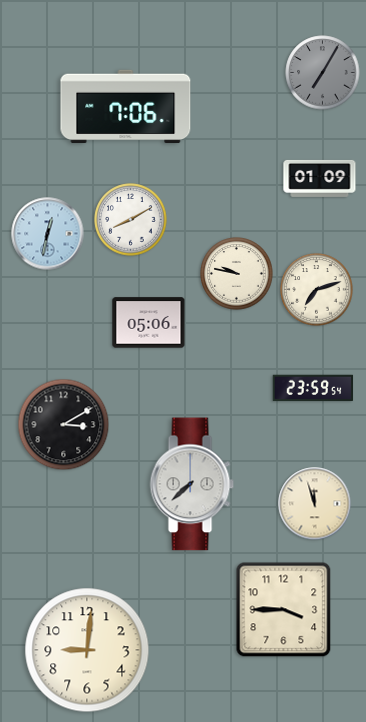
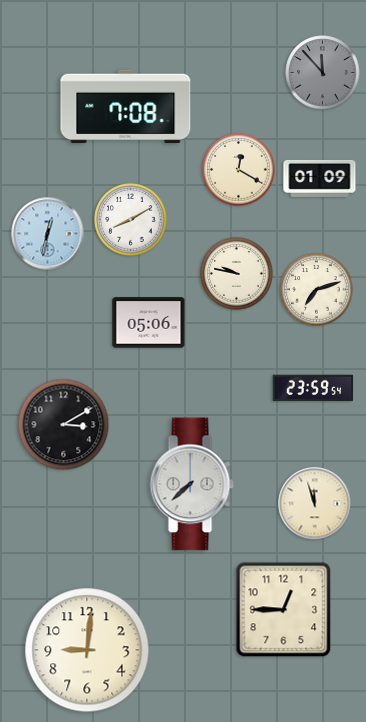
clock at (323, 73): 7:05 -> 11:53
clock at (126, 107): 7:06 -> 7:08
clock at (239, 170): none -> 12:20
clock at (284, 610): 3:45 -> 12:45
